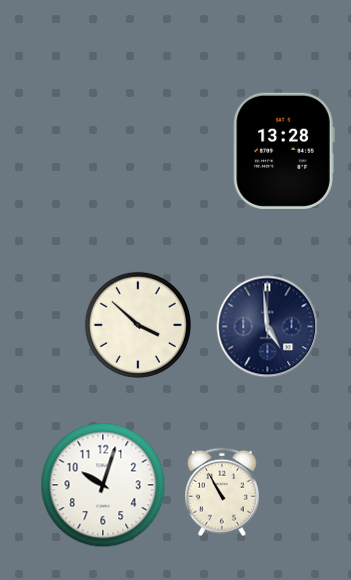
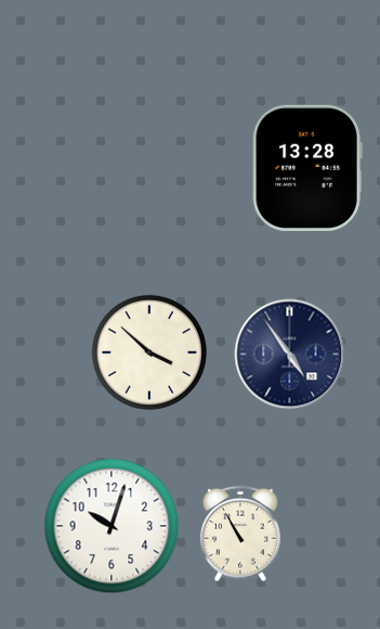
clock at (284, 151) position: (284, 151) -> (307, 168)
clock at (268, 327): 4:59 -> 4:54
